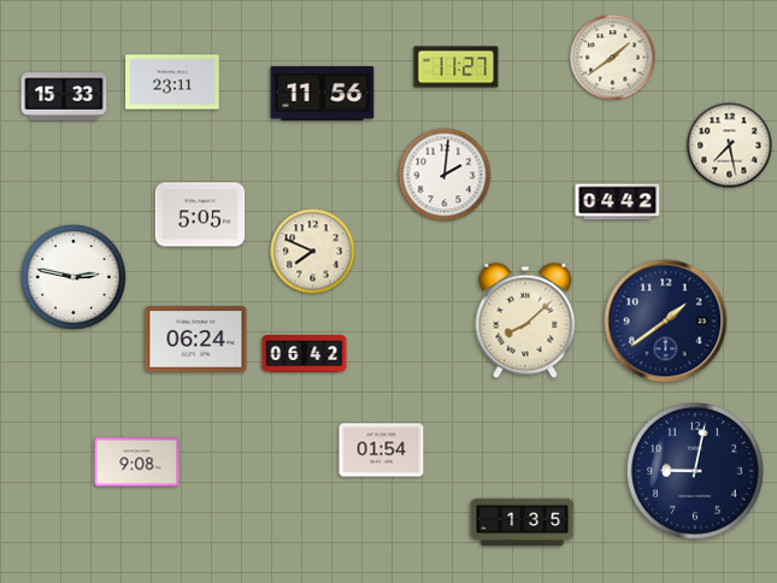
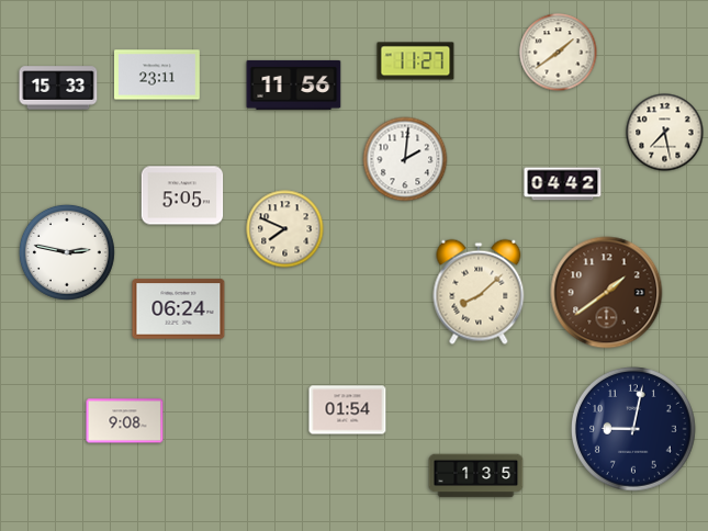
clock at (666, 322) dial: navy -> brown
clock at (305, 354): 06:42 -> none
